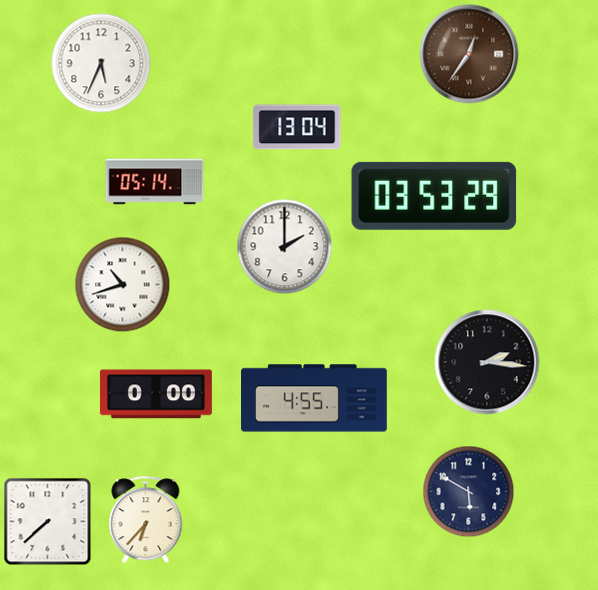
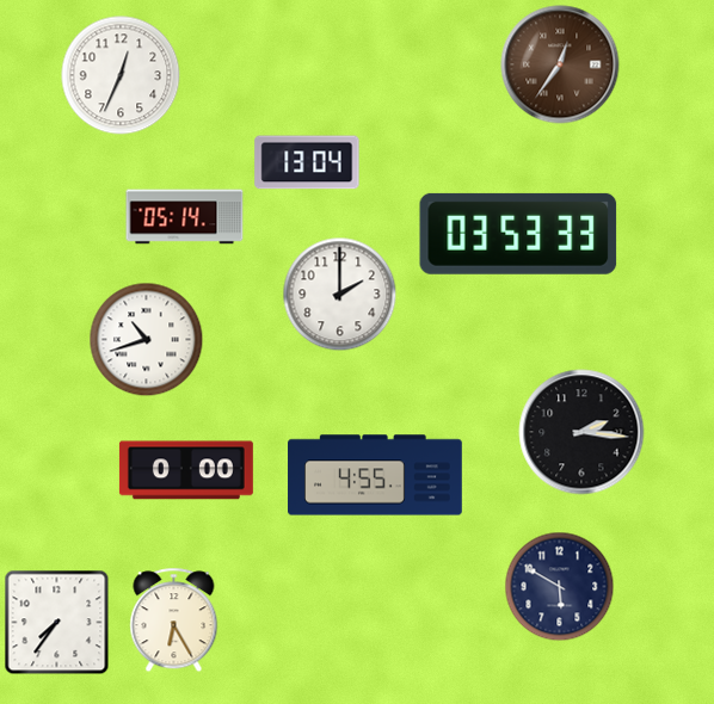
clock at (101, 63): 5:34 -> 12:34
clock at (297, 127) position: (297, 127) -> (307, 162)
clock at (434, 196): 03:53:29 -> 03:53:33
clock at (146, 520): 6:37 -> 6:25
clock at (48, 522): 7:38 -> 7:36
